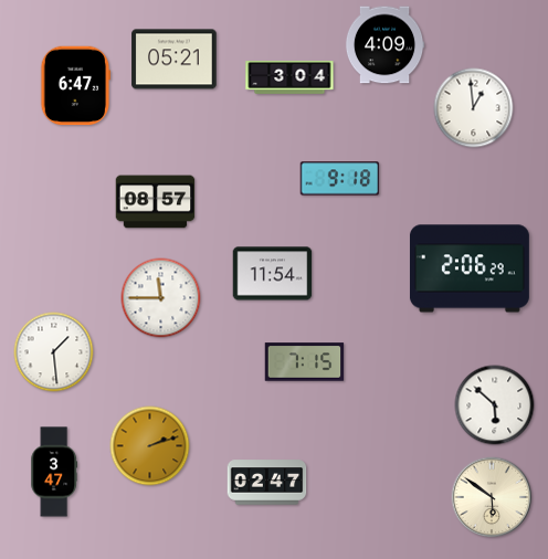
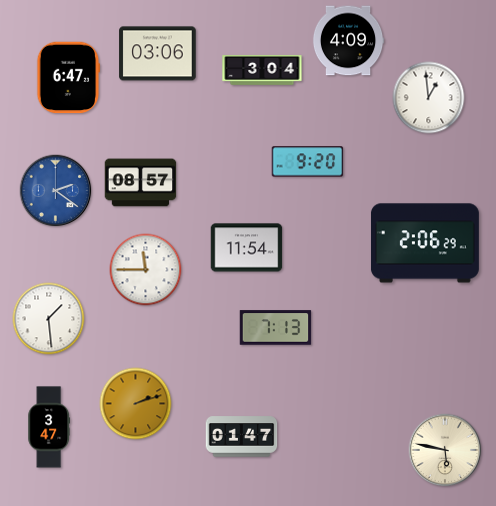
clock at (175, 60): 05:21 -> 03:06
clock at (340, 179): 9:18 -> 9:20
clock at (56, 191): none -> 2:21
clock at (305, 362): 7:15 -> 7:13
clock at (495, 405): 5:52 -> none
clock at (267, 483): 02:47 -> 01:47
clock at (492, 497): 5:51 -> 5:47
